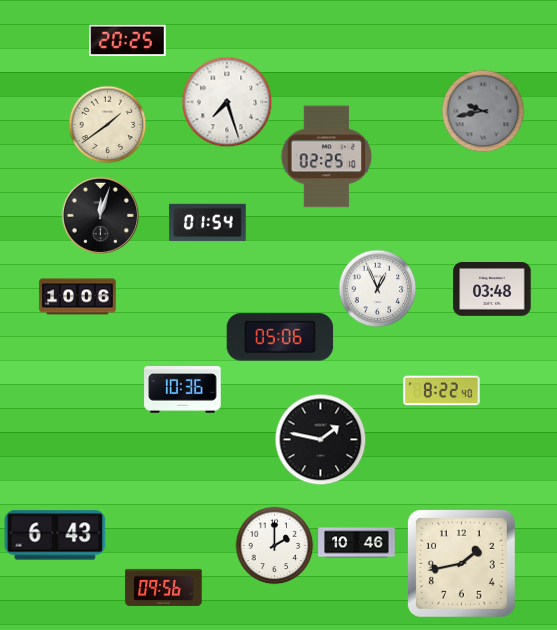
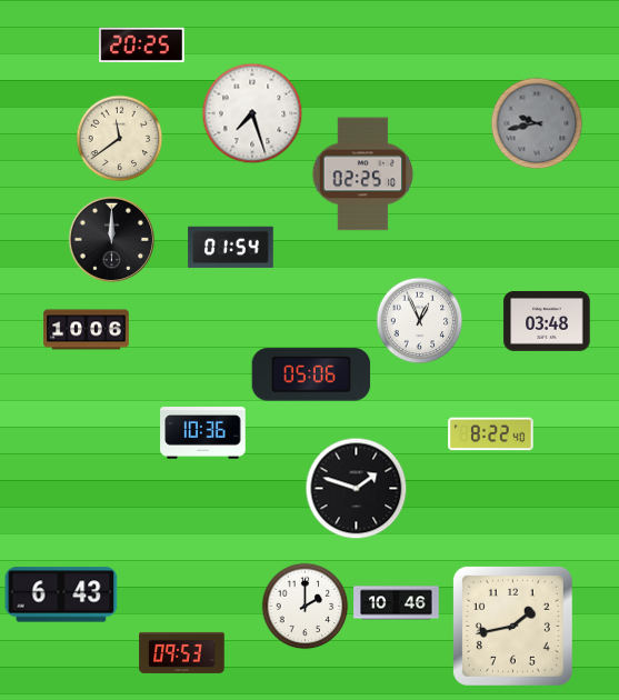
clock at (107, 124): 1:39 -> 11:39
clock at (100, 215): 12:03 -> 12:00
clock at (320, 439): 1:47 -> 1:48
clock at (164, 587): 09:56 -> 09:53
